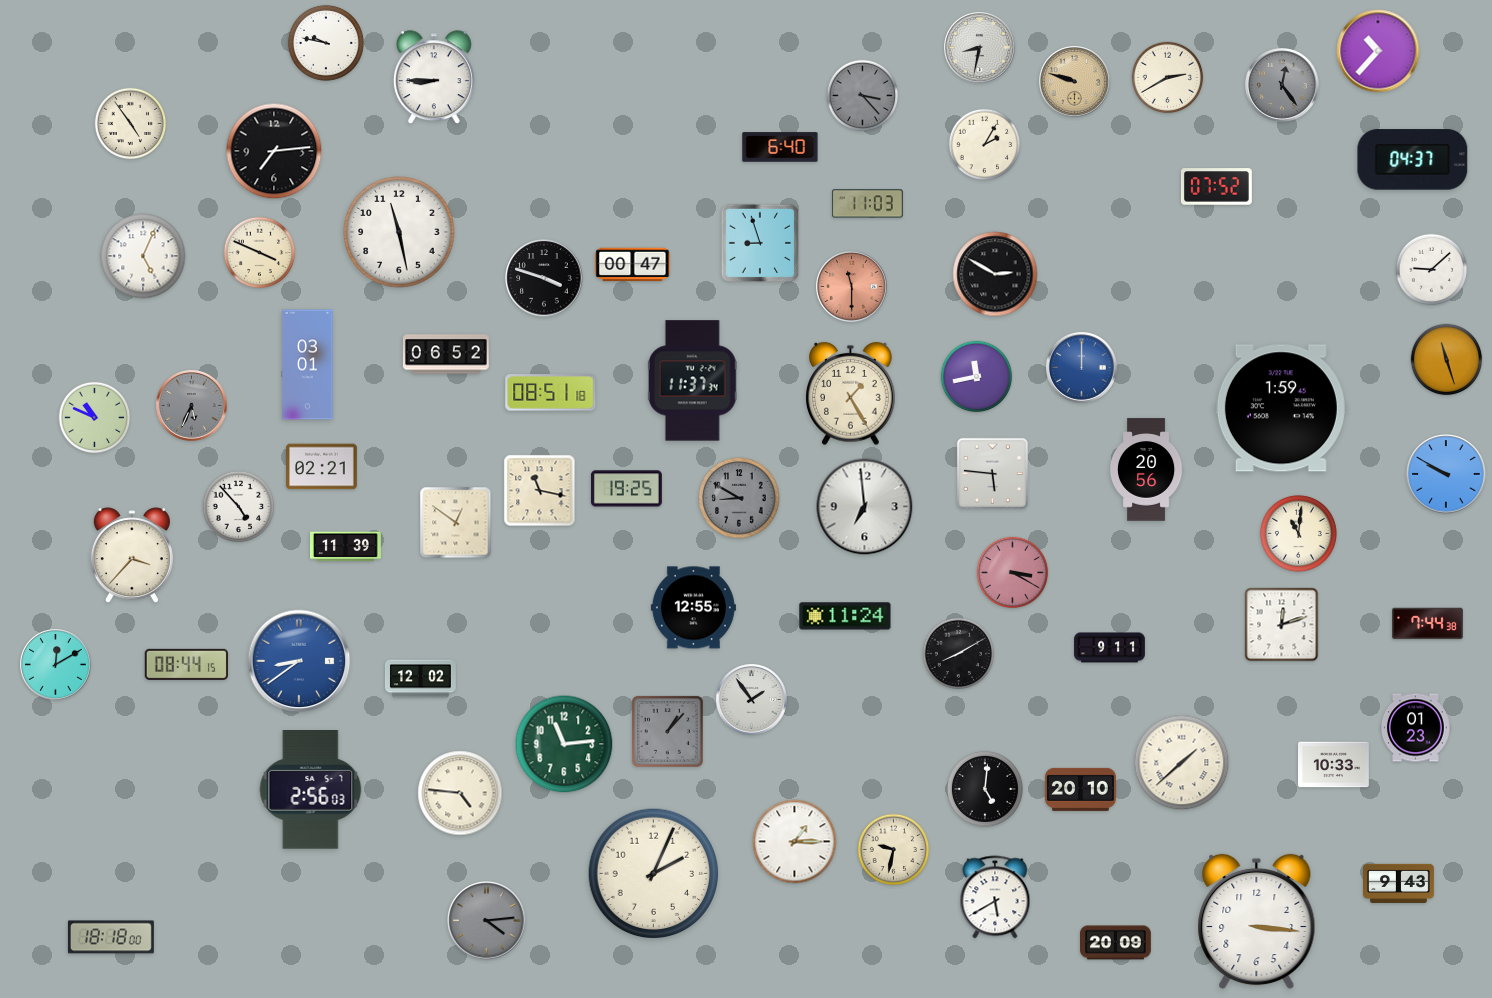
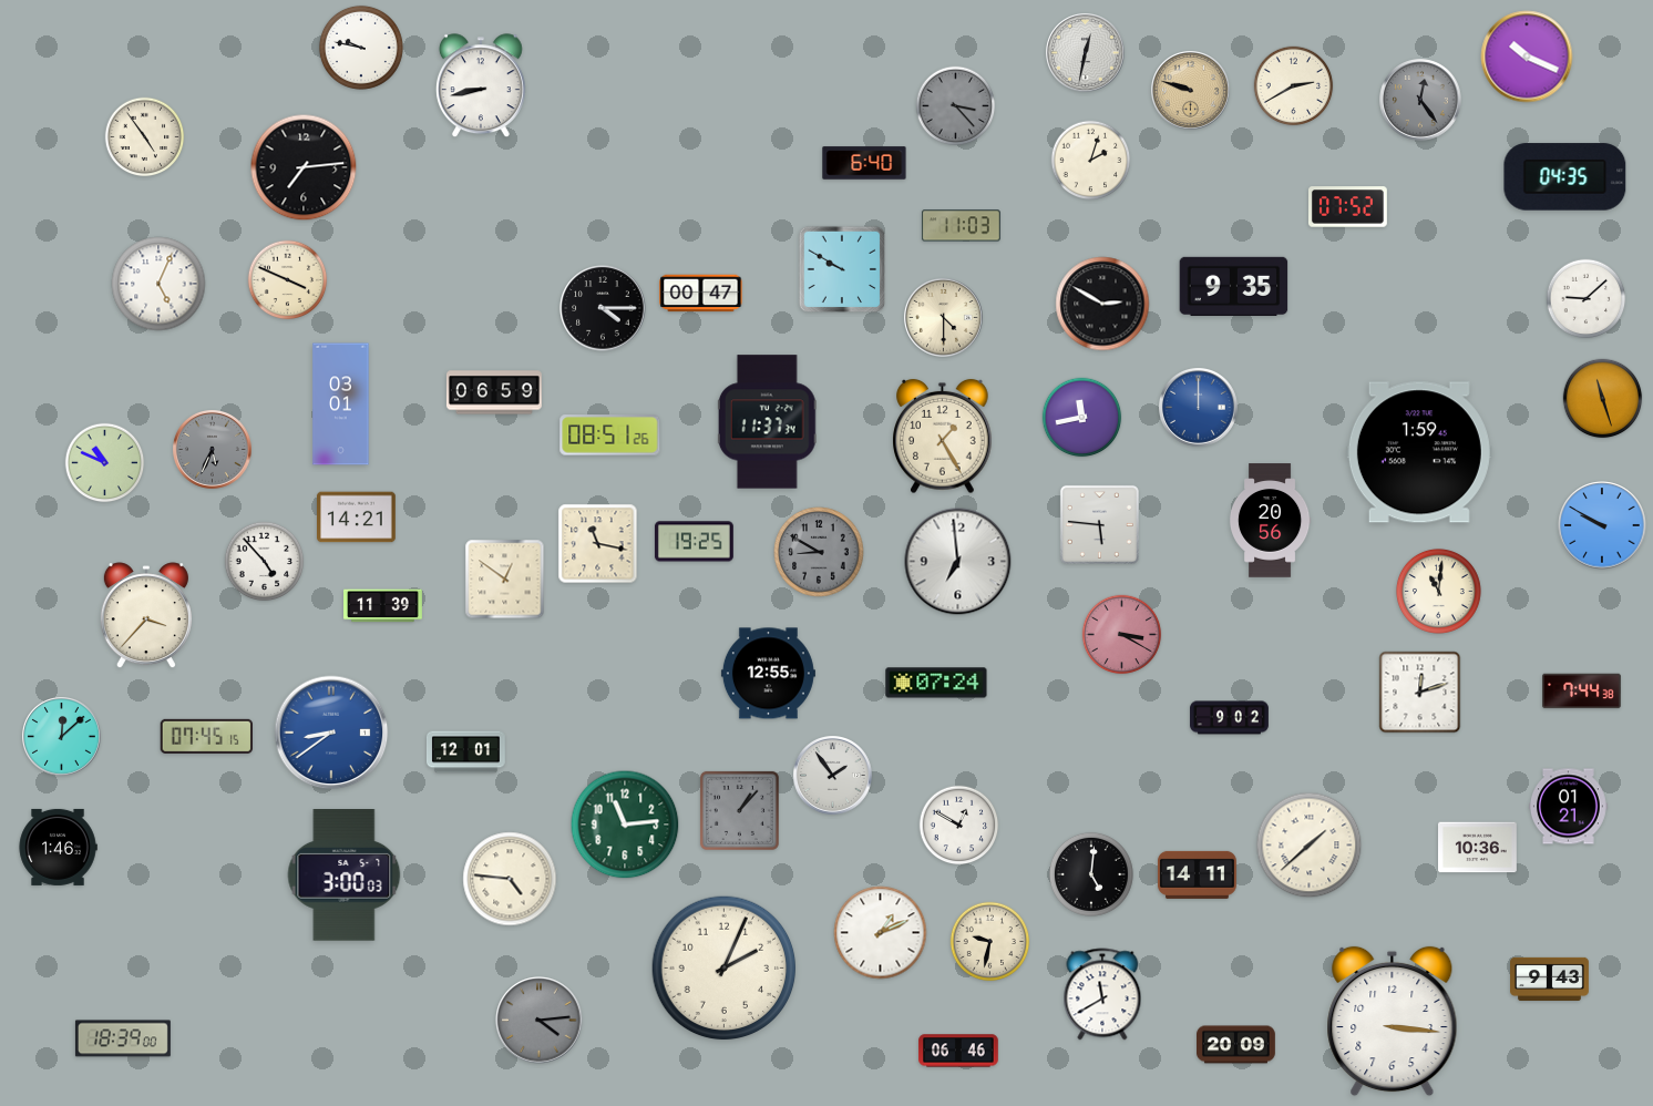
clock at (980, 48): 8:32 -> 12:32
clock at (1378, 51): 10:37 -> 10:19
clock at (434, 78): 8:45 -> 8:43
clock at (1282, 85) position: (1282, 85) -> (1420, 100)
clock at (985, 145): 2:05 -> 2:03
clock at (1413, 160): 04:37 -> 04:35
clock at (399, 232): 11:28 -> none
clock at (760, 243): 8:57 -> 9:50
clock at (1234, 286): none -> 9:35
clock at (544, 278): 3:48 -> 4:15
clock at (852, 287): 11:30 -> 4:30
clock at (852, 287) dial: salmon -> cream
clock at (446, 354): 06:52 -> 06:59
clock at (551, 393): 08:51:18 -> 08:51:26
clock at (322, 467): 02:21 -> 14:21
clock at (845, 616): 11:24 -> 07:24
clock at (1110, 648): 9:11 -> 9:02
clock at (959, 654): 8:10 -> none
clock at (187, 664): 08:44 -> 07:45
clock at (56, 665): 12:10 -> 12:08
clock at (421, 679): 12:02 -> 12:01
clock at (1416, 728): 01:23 -> 01:21
clock at (959, 826): none -> 12:50
clock at (58, 847): none -> 1:46
clock at (1334, 765): 10:33 -> 10:36
clock at (1080, 789): 20:10 -> 14:11
clock at (311, 790): 2:56 -> 3:00
clock at (795, 842): 1:15 -> 1:11
clock at (995, 897): 5:40 -> 11:40
clock at (111, 937): 18:18 -> 18:39
clock at (958, 1051): none -> 06:46
